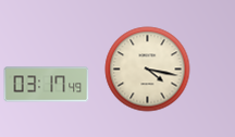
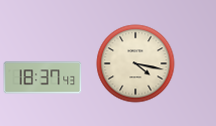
clock at (46, 85): 03:17 -> 18:37
